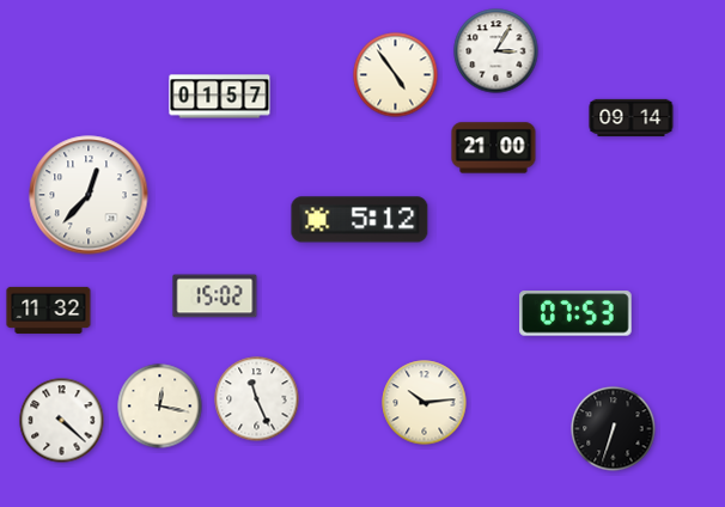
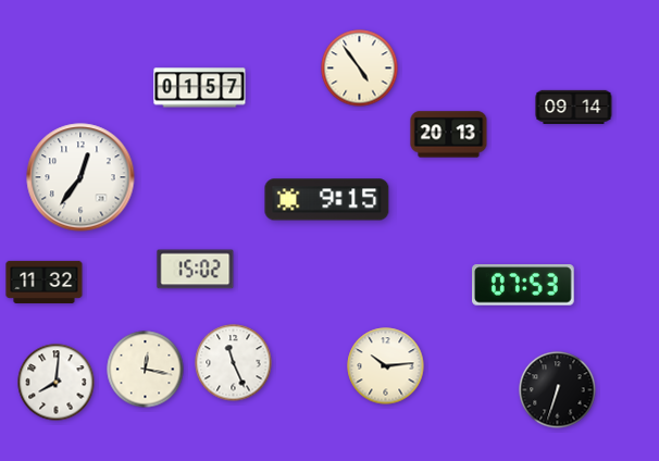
clock at (496, 51): 3:05 -> none
clock at (494, 148): 21:00 -> 20:13
clock at (89, 195): 12:37 -> 12:36
clock at (360, 220): 5:12 -> 9:15
clock at (62, 421): 4:22 -> 8:01
